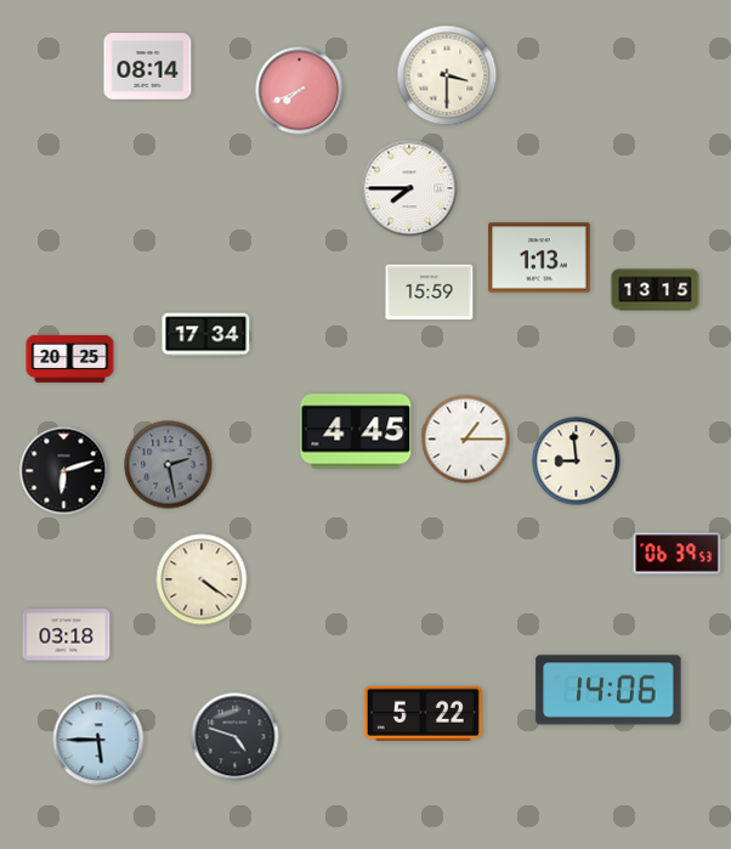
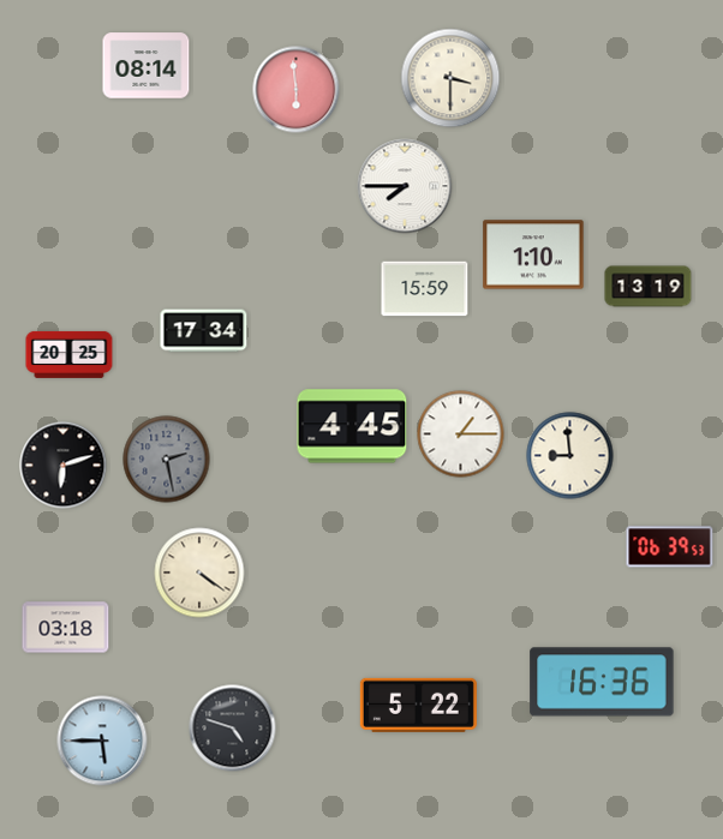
clock at (447, 75) position: (447, 75) -> (450, 78)
clock at (300, 91): 7:41 -> 5:59
clock at (539, 257): 1:13 -> 1:10
clock at (656, 290): 13:15 -> 13:19
clock at (608, 690): 14:06 -> 16:36
clock at (98, 740) position: (98, 740) -> (102, 741)
